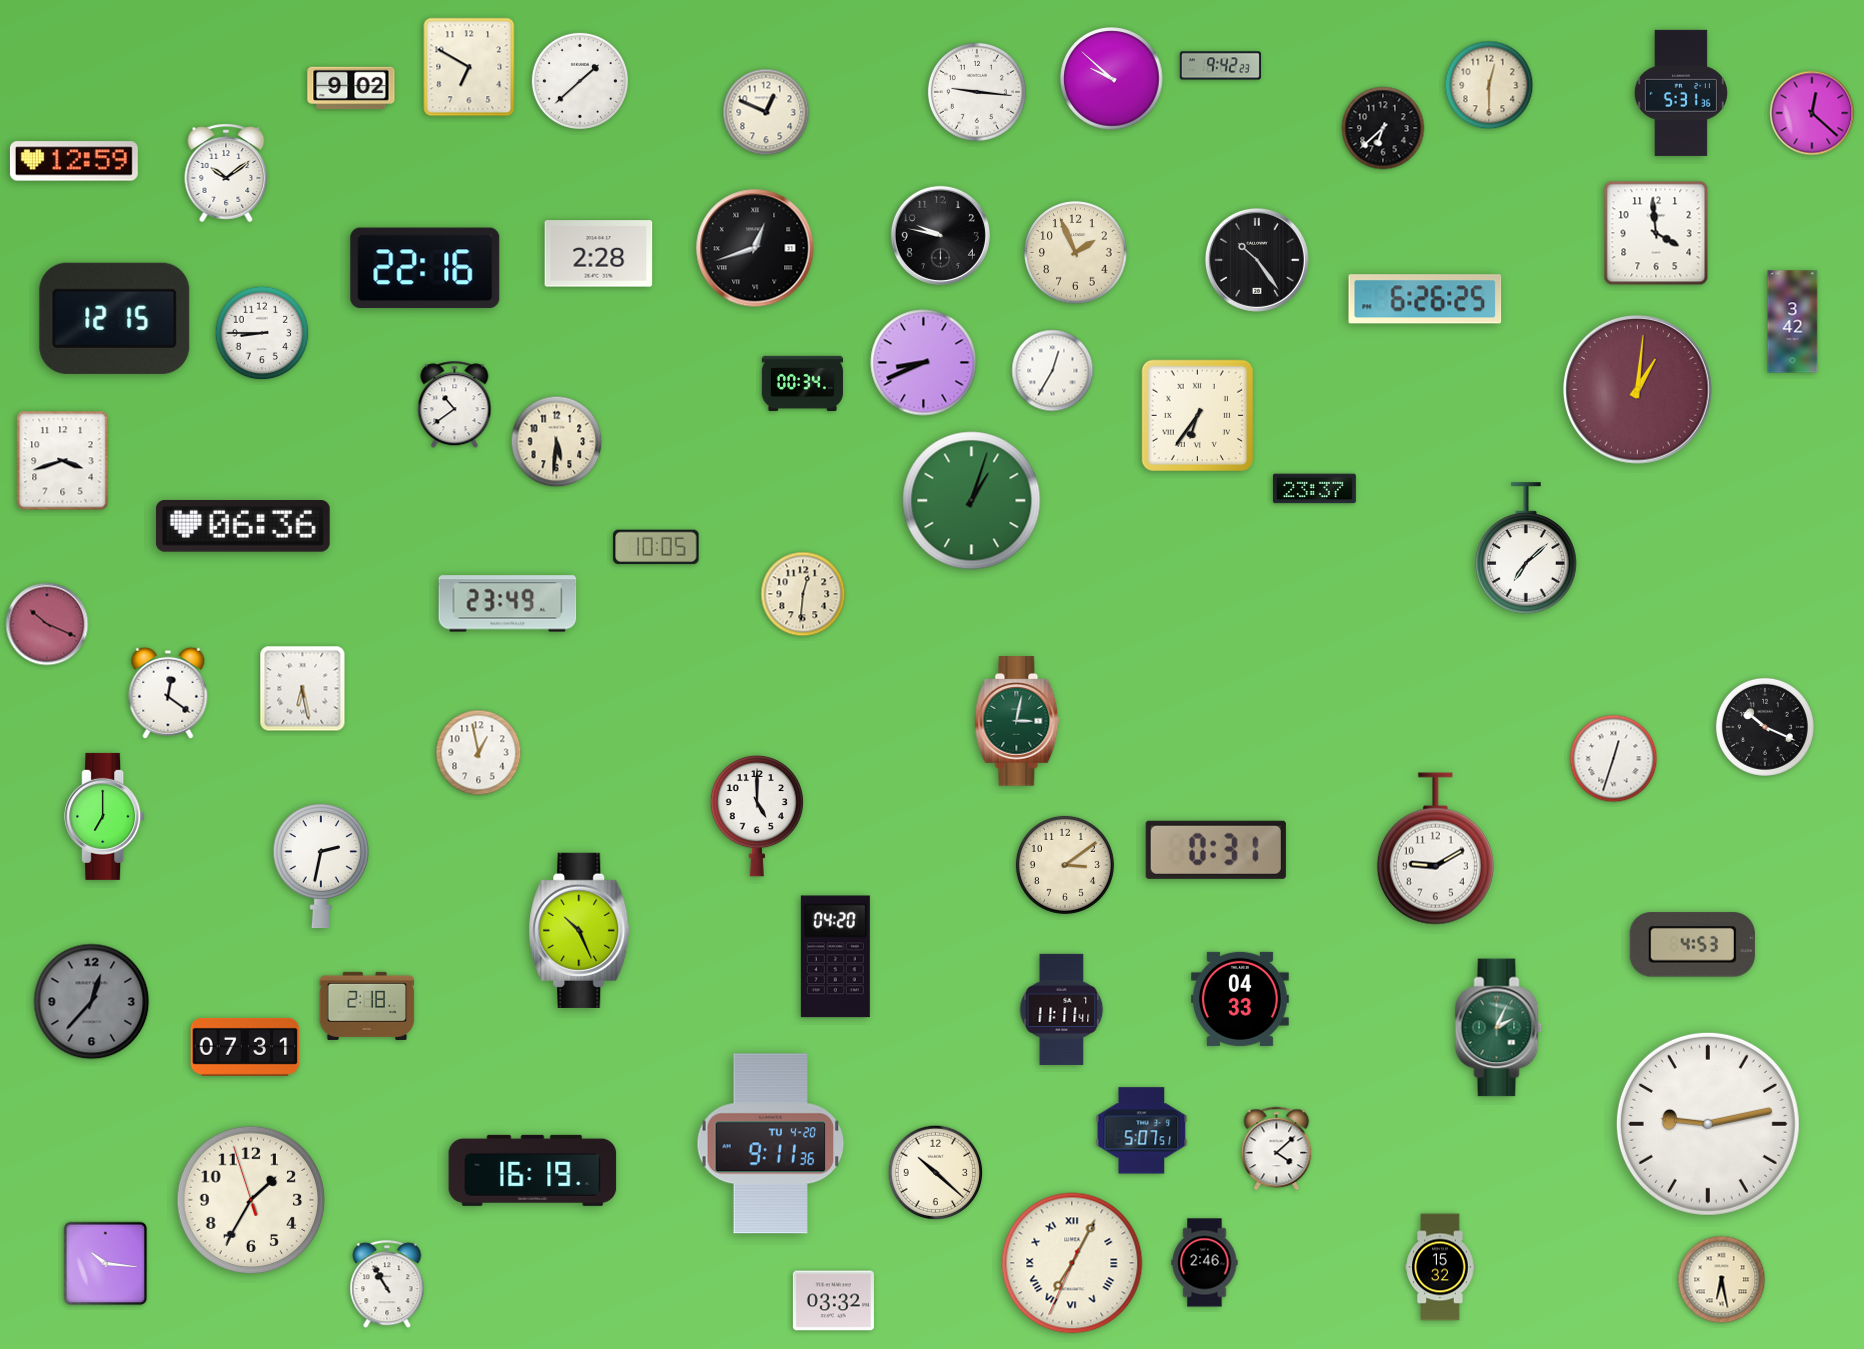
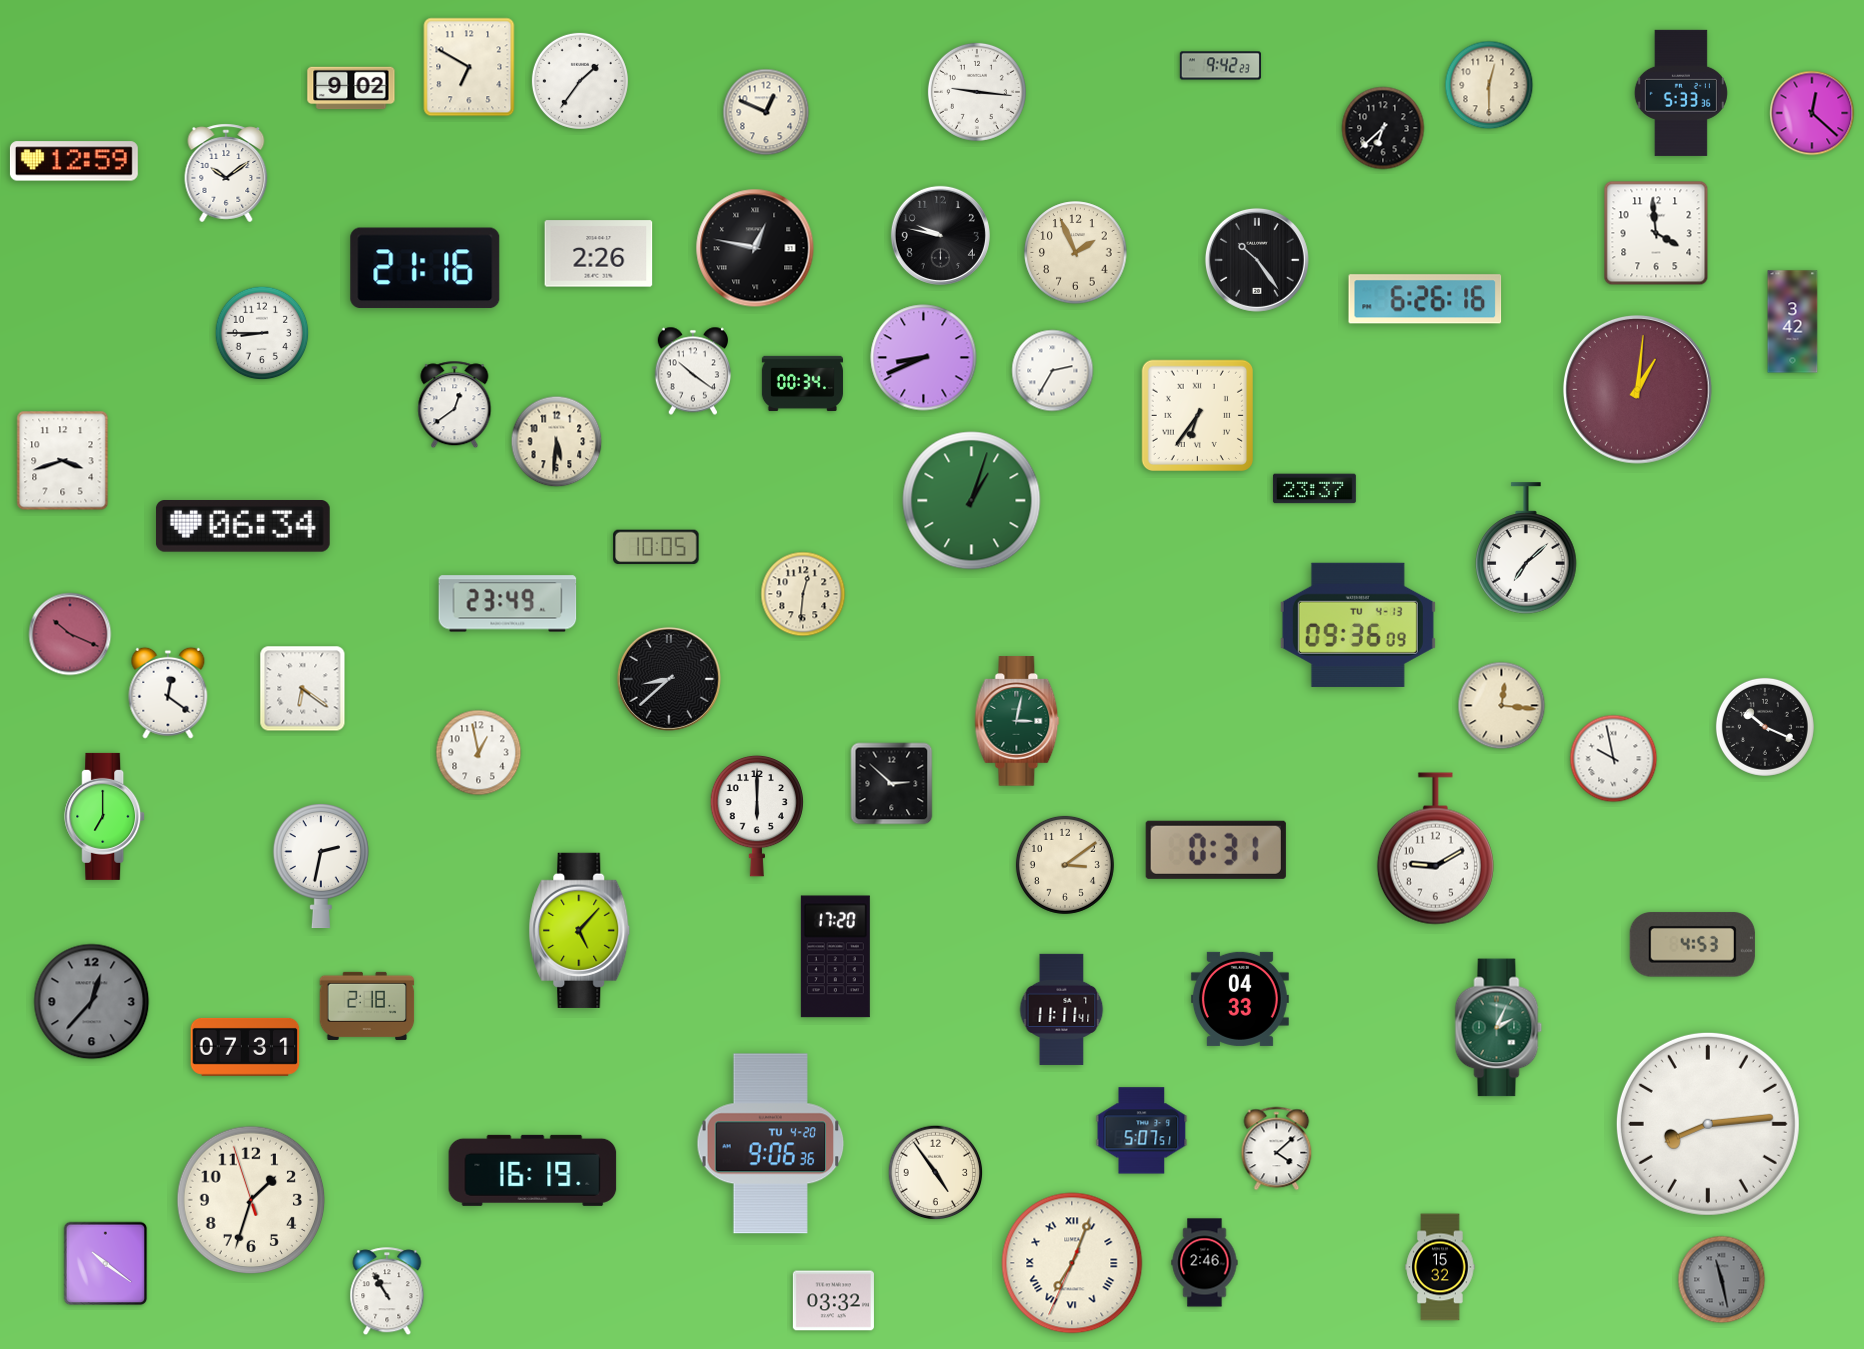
clock at (1112, 79): 9:52 -> none
clock at (580, 81): 1:38 -> 1:36
clock at (1681, 93): 5:31 -> 5:33
clock at (755, 248): 12:42 -> 12:47
clock at (599, 254): 2:28 -> 2:26
clock at (425, 268): 22:16 -> 21:16
clock at (1425, 299): 6:26:25 -> 6:26:16
clock at (115, 318): 12:15 -> none
clock at (924, 363) position: (924, 363) -> (924, 358)
clock at (692, 371): none -> 10:21
clock at (1053, 371): 12:35 -> 2:35
clock at (455, 405): 10:39 -> 12:39
clock at (243, 526): 06:36 -> 06:34
clock at (47, 624) position: (47, 624) -> (70, 634)
clock at (1358, 625): none -> 09:36
clock at (669, 679): none -> 8:38
clock at (303, 689): 6:28 -> 6:21
clock at (1502, 706): none -> 12:16
clock at (1614, 759): 12:33 -> 9:58
clock at (892, 784): none -> 2:52
clock at (756, 816): 5:00 -> 6:00
clock at (580, 930): 10:26 -> 5:07
clock at (835, 957): 04:20 -> 17:20
clock at (1708, 1124): 9:13 -> 8:14
clock at (771, 1144): 9:11 -> 9:06
clock at (936, 1173): 10:22 -> 4:54
clock at (251, 1200): 1:34 -> 1:32
clock at (1072, 1263): 7:04 -> 7:03
clock at (106, 1264): 10:16 -> 10:21
clock at (1722, 1280): 6:28 -> 11:28
clock at (1722, 1280) dial: cream -> grey
clock at (387, 1285) position: (387, 1285) -> (387, 1292)
